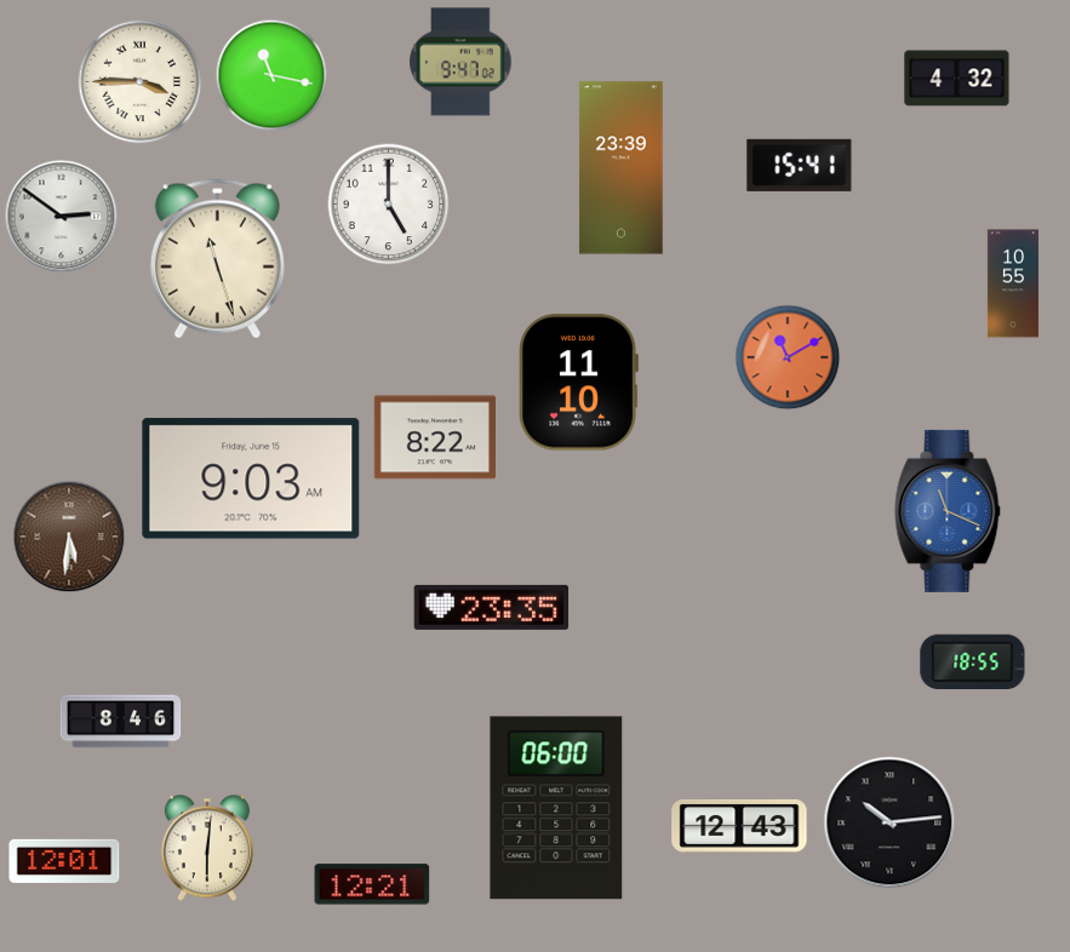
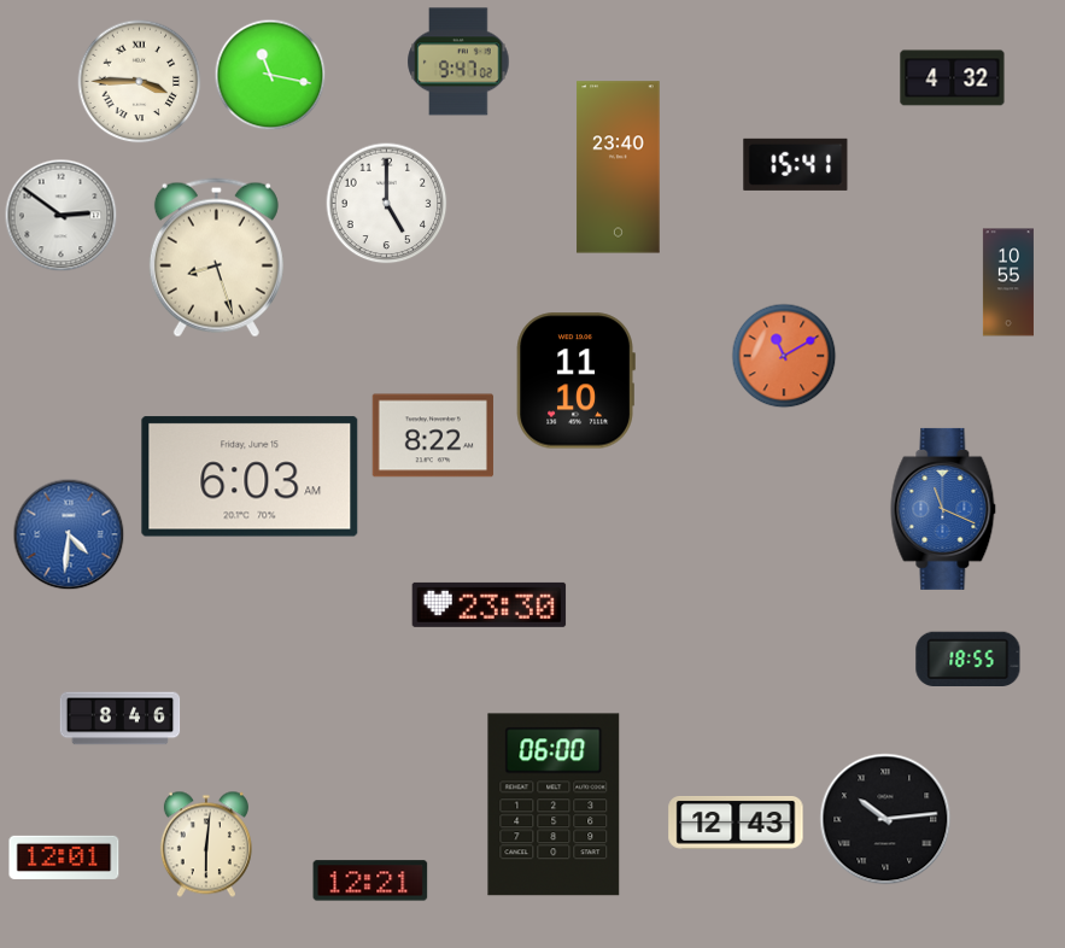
clock at (622, 168): 23:39 -> 23:40
clock at (217, 259): 11:27 -> 8:27
clock at (251, 478): 9:03 -> 6:03
clock at (69, 537): 5:31 -> 4:31
clock at (69, 537) dial: brown -> blue
clock at (492, 607): 23:35 -> 23:30
